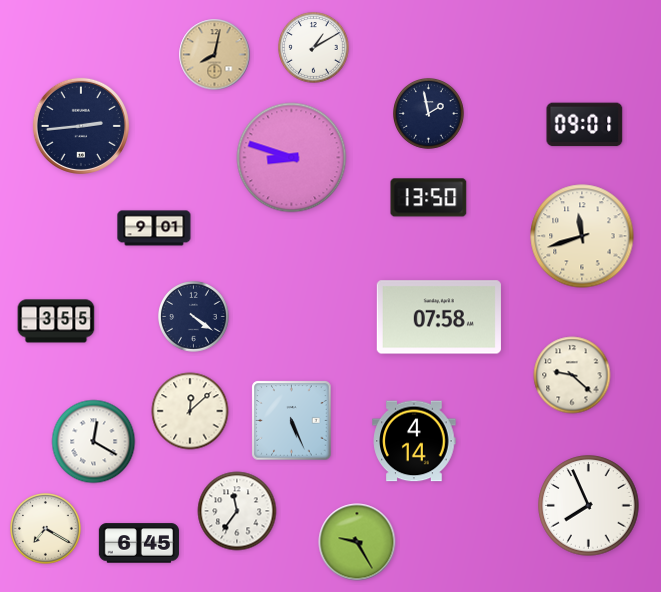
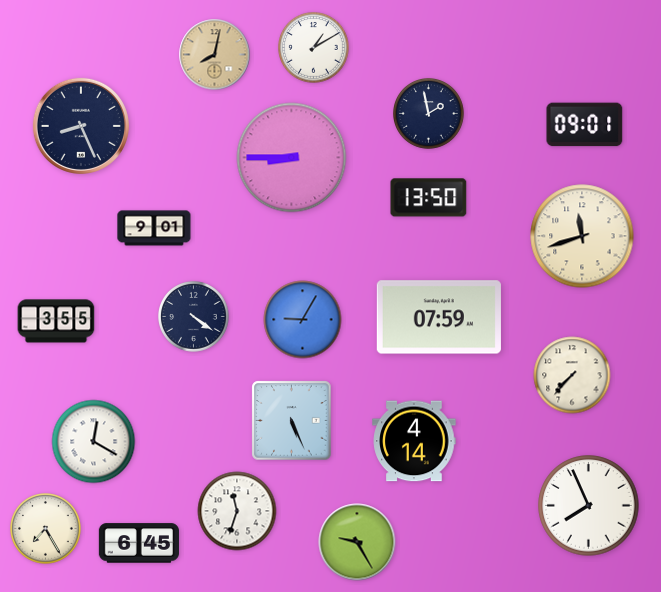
clock at (81, 126): 2:44 -> 8:26
clock at (292, 158): 8:48 -> 8:45
clock at (439, 317): 07:58 -> 07:59
clock at (303, 320): none -> 9:05
clock at (572, 375): 9:22 -> 7:37
clock at (190, 411): 12:08 -> none
clock at (237, 511): 11:36 -> 11:33
clock at (46, 529): 7:20 -> 7:25
